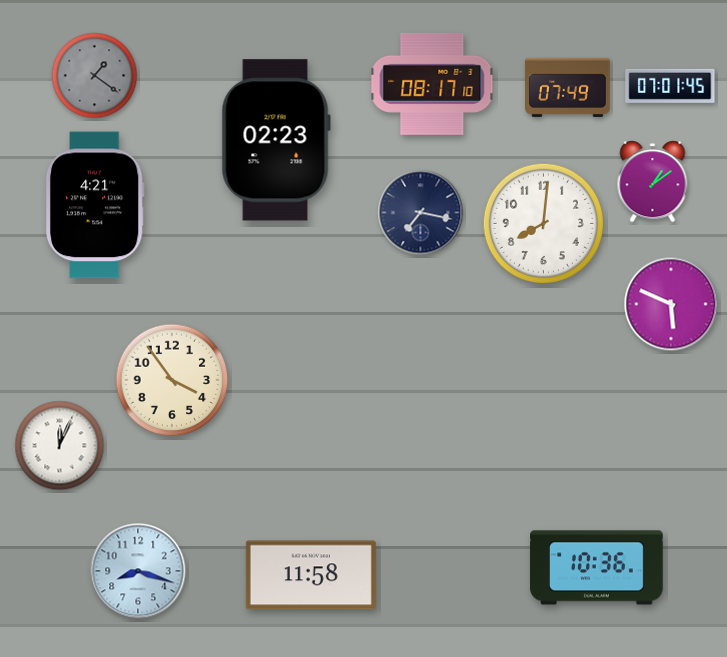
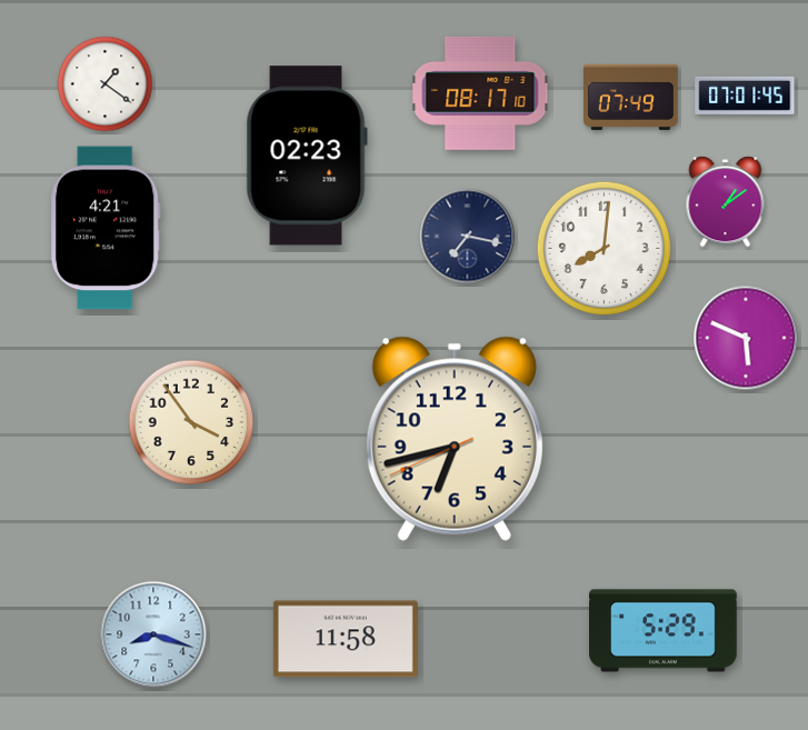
clock at (95, 76) dial: grey -> white
clock at (455, 439): none -> 6:42
clock at (60, 446): 12:04 -> none
clock at (597, 568): 10:36 -> 5:29
